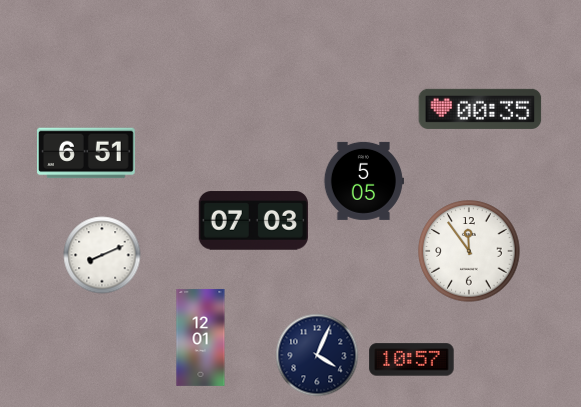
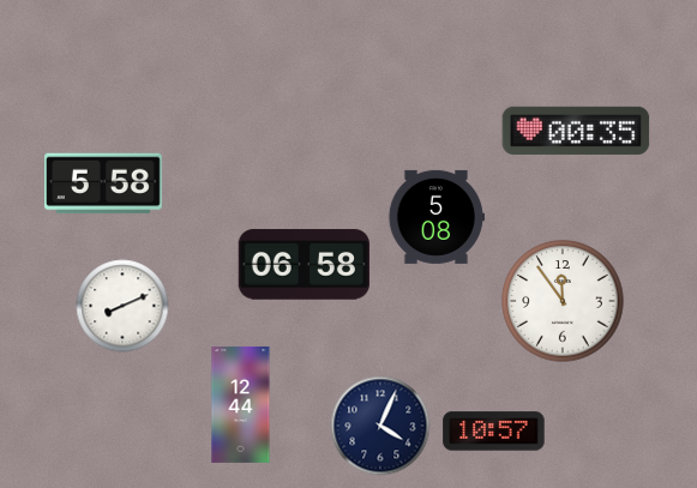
clock at (87, 153): 6:51 -> 5:58
clock at (363, 181): 5:05 -> 5:08
clock at (253, 221): 07:03 -> 06:58
clock at (201, 337): 12:01 -> 12:44
